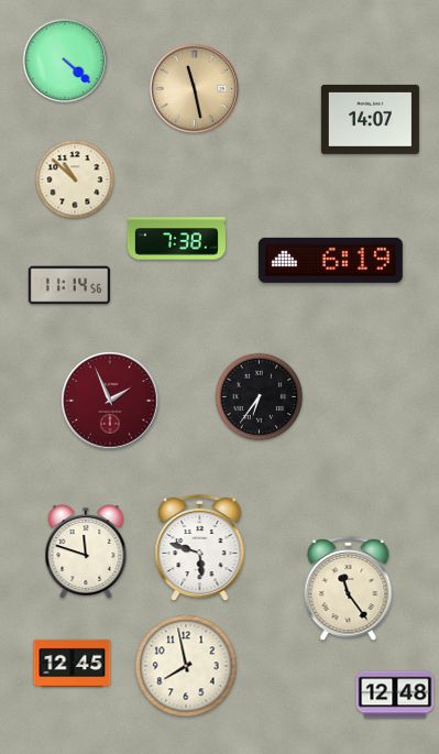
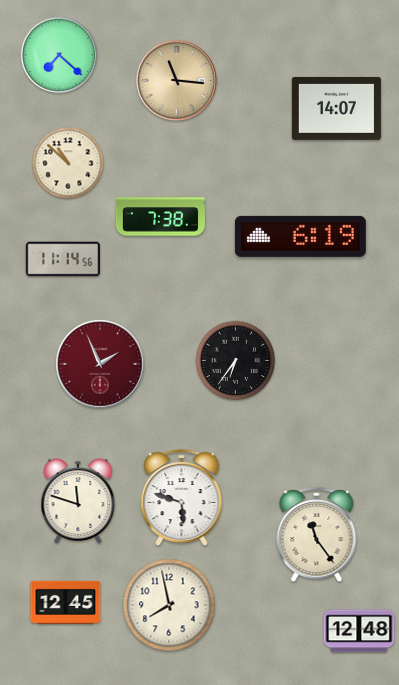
clock at (65, 61): 4:22 -> 7:22
clock at (194, 88): 11:28 -> 11:16
